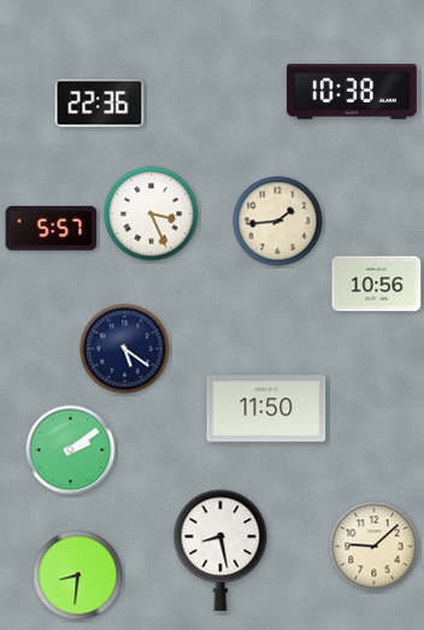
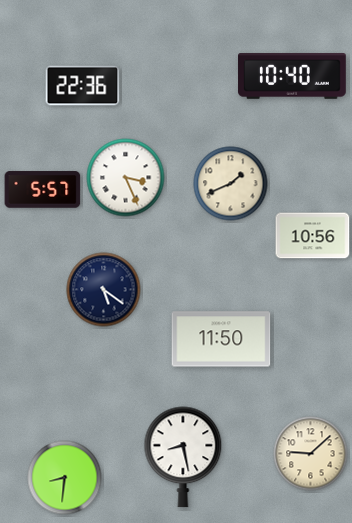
clock at (352, 92): 10:38 -> 10:40
clock at (278, 222): 1:44 -> 1:41
clock at (71, 451): 2:09 -> none
